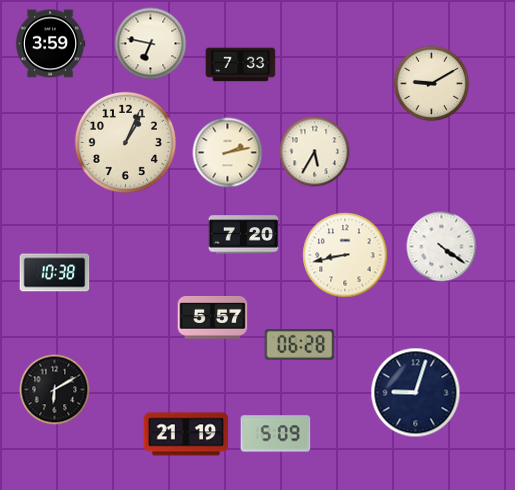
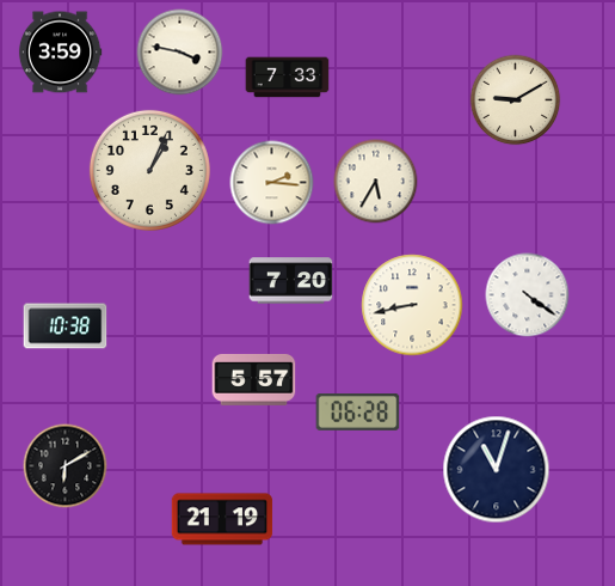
clock at (151, 44): 6:47 -> 3:47
clock at (228, 153): 2:13 -> 2:16
clock at (416, 393): 9:03 -> 11:03
clock at (276, 434): 5:09 -> none
